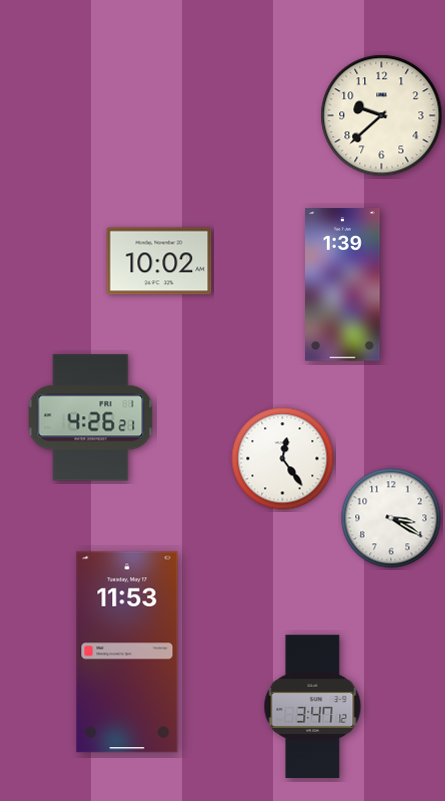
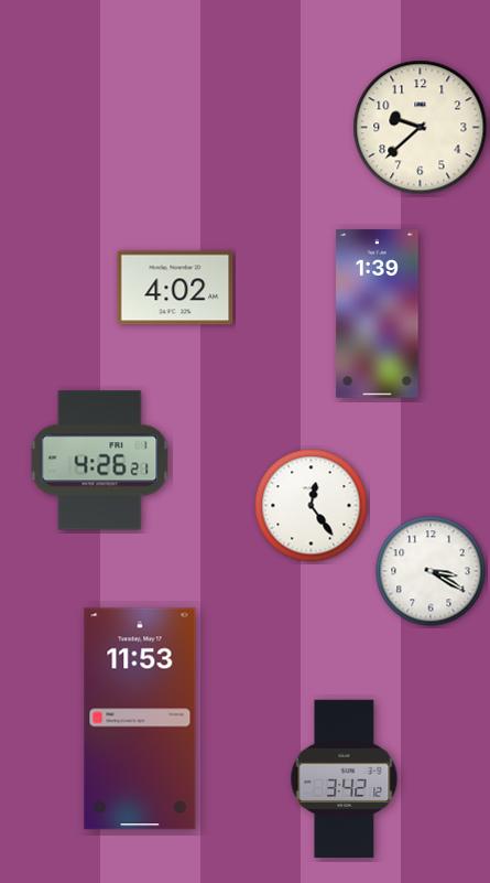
clock at (159, 261): 10:02 -> 4:02
clock at (313, 707): 3:47 -> 3:42
